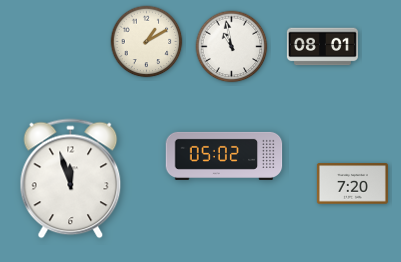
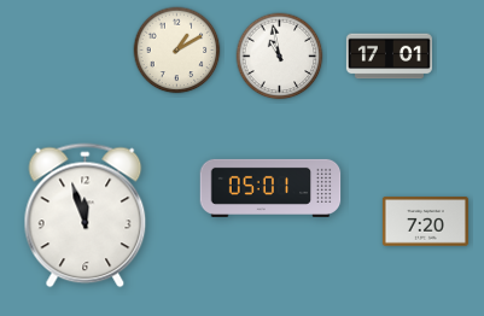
clock at (322, 47): 08:01 -> 17:01
clock at (224, 156): 05:02 -> 05:01
